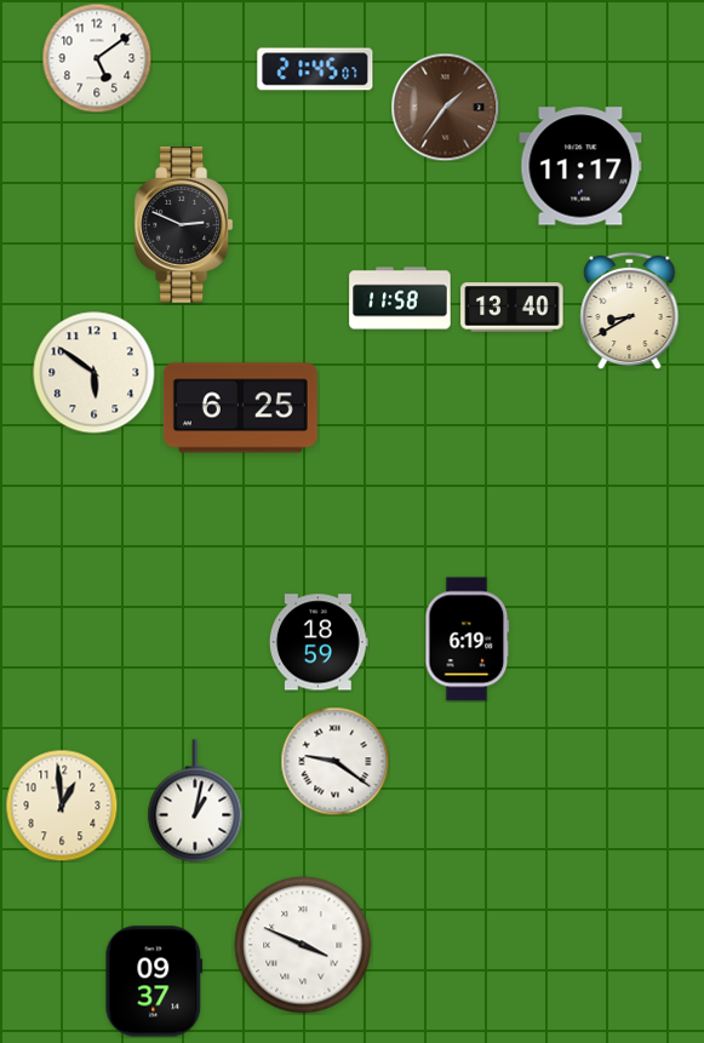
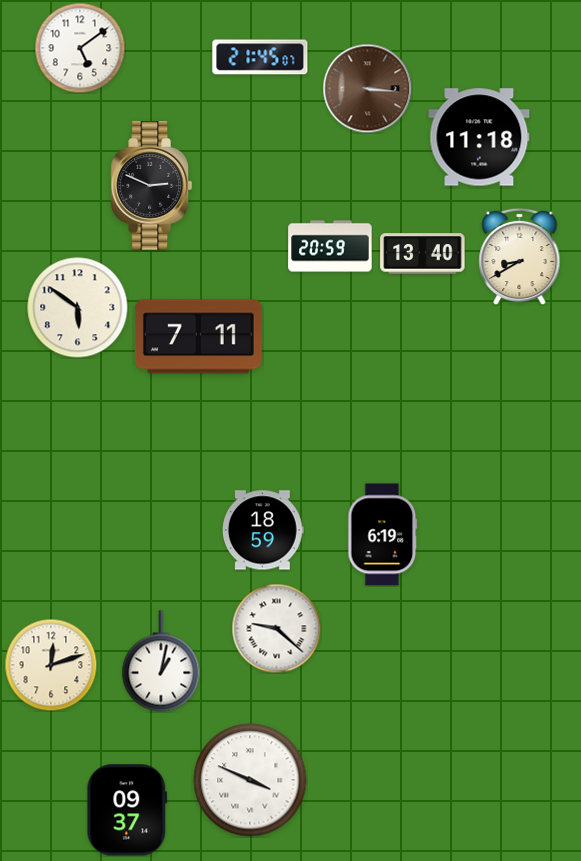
clock at (445, 107): 1:36 -> 3:16
clock at (580, 166): 11:17 -> 11:18
clock at (400, 298): 11:58 -> 20:59
clock at (240, 408): 6:25 -> 7:11
clock at (468, 640) position: (468, 640) -> (383, 535)
clock at (334, 761): 9:21 -> 9:22
clock at (62, 806): 12:59 -> 12:12
